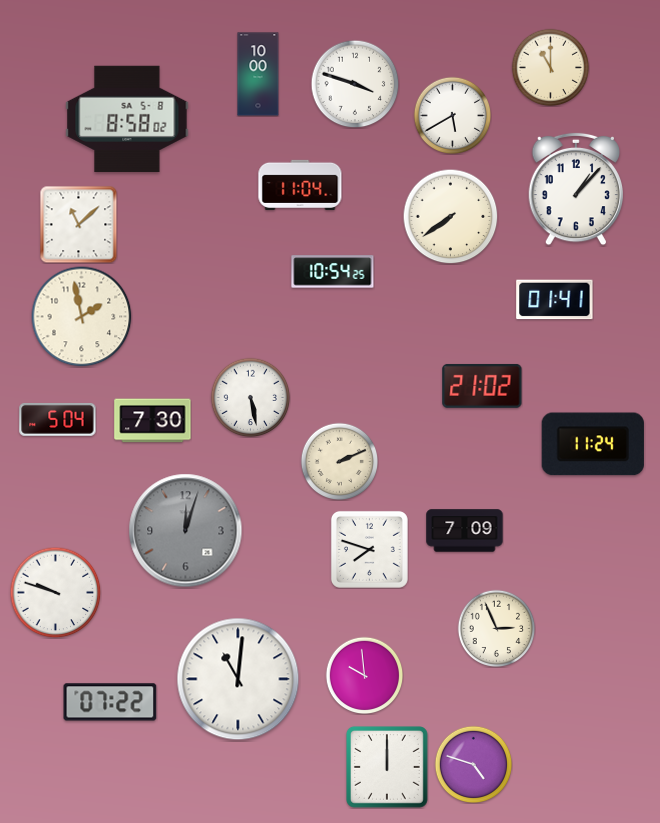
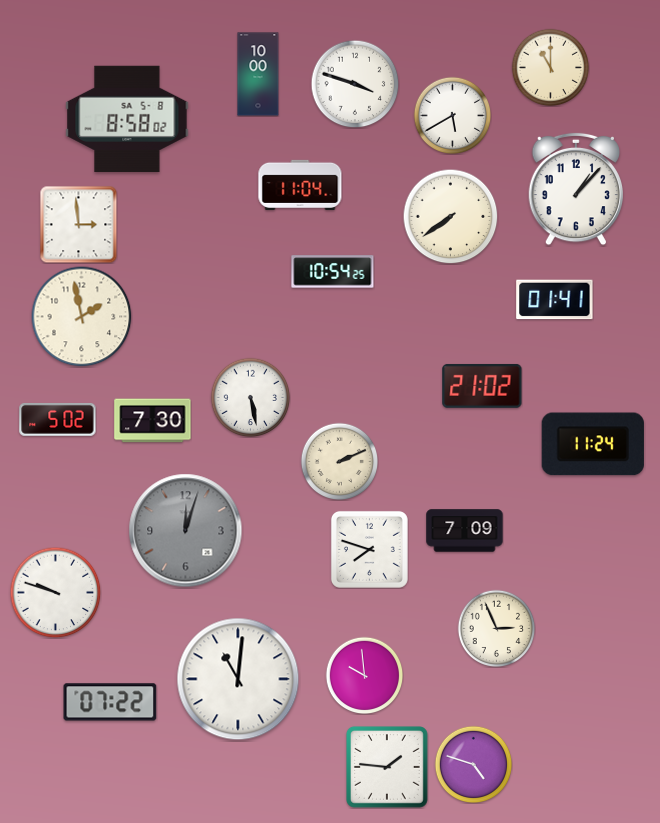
clock at (78, 224): 11:08 -> 2:59
clock at (58, 419): 5:04 -> 5:02
clock at (388, 768): 12:00 -> 1:46
